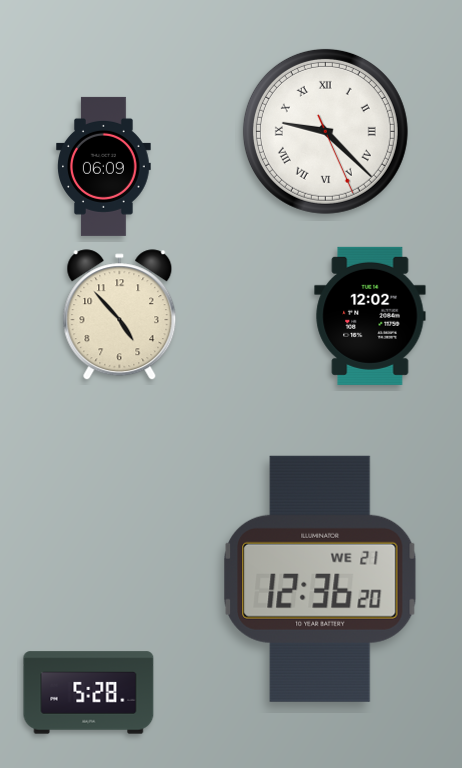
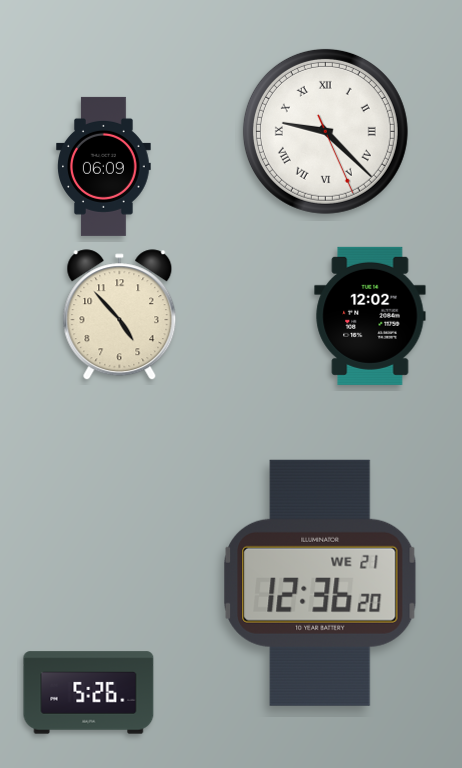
clock at (320, 579) position: (320, 579) -> (320, 583)
clock at (89, 693): 5:28 -> 5:26
